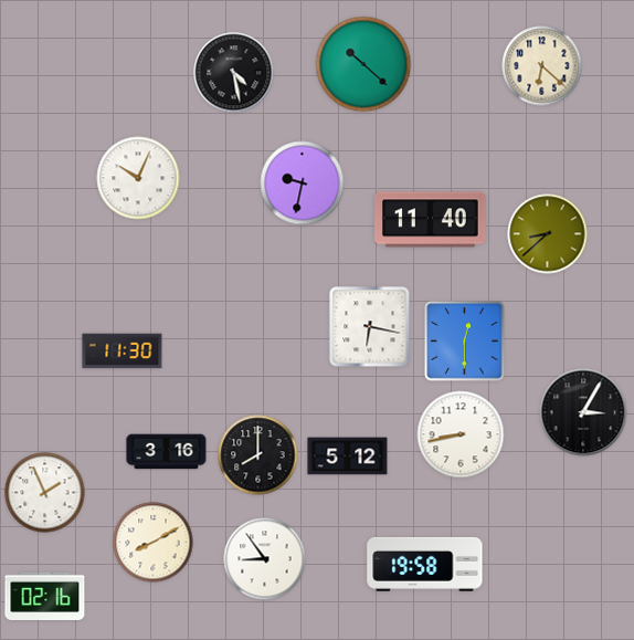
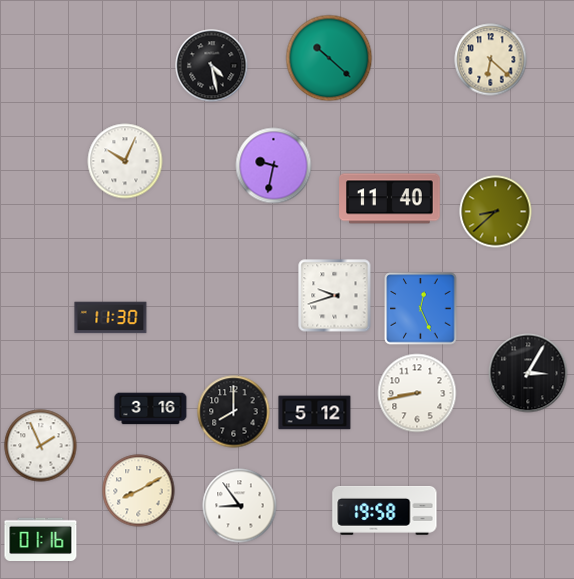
clock at (370, 327): 6:17 -> 9:42
clock at (465, 342): 12:30 -> 12:26
clock at (45, 596): 02:16 -> 01:16
